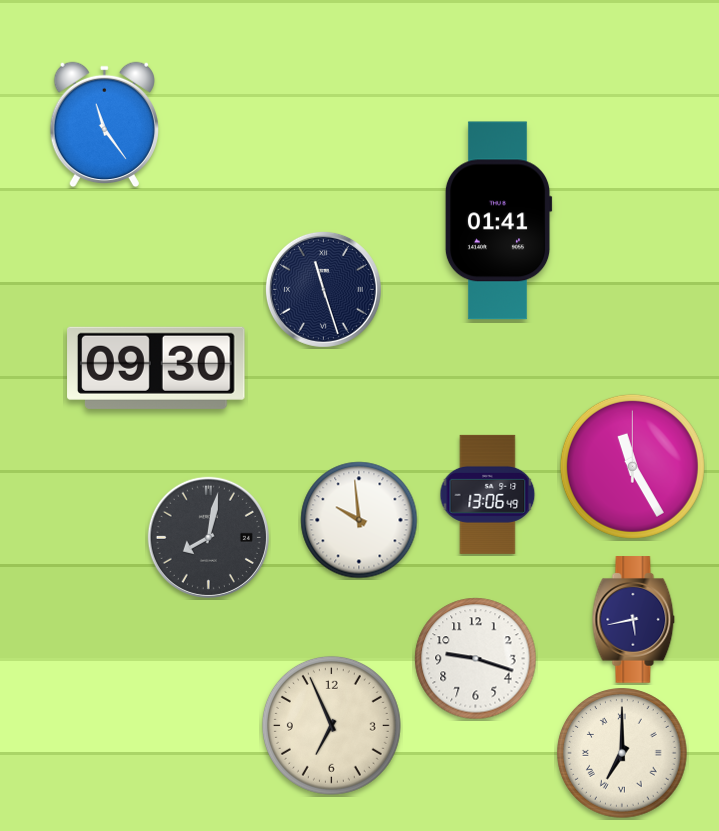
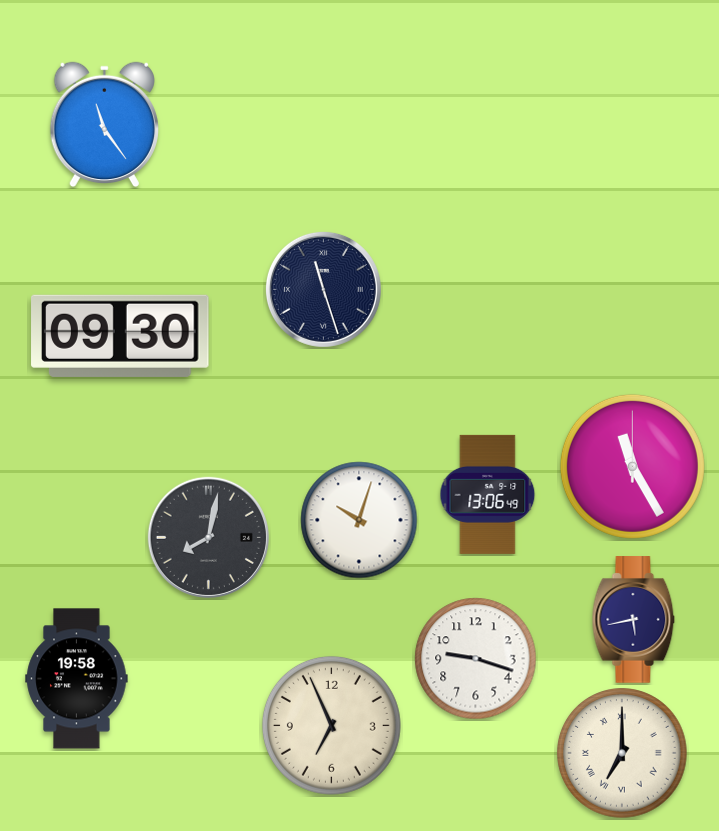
clock at (498, 221): 01:41 -> none
clock at (156, 368) position: (156, 368) -> (120, 336)
clock at (359, 520): 9:59 -> 10:03
clock at (77, 679): none -> 19:58
